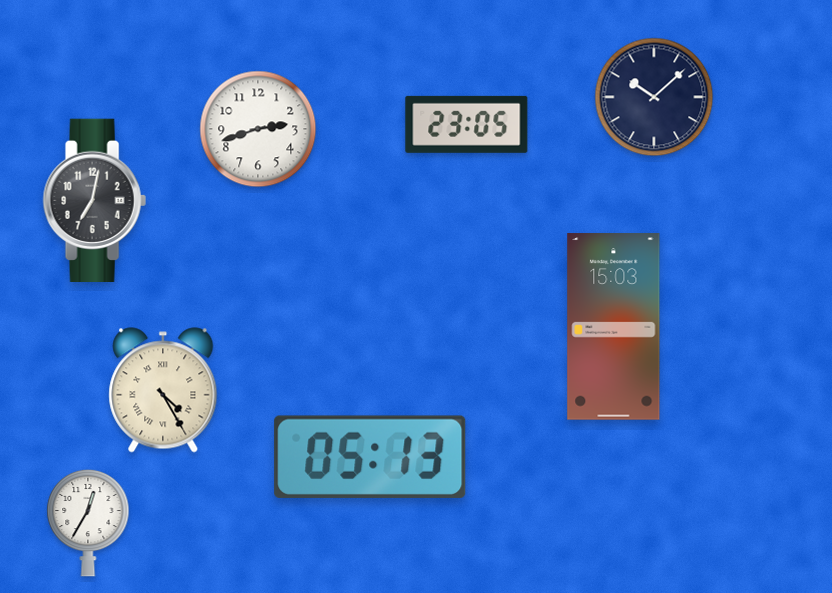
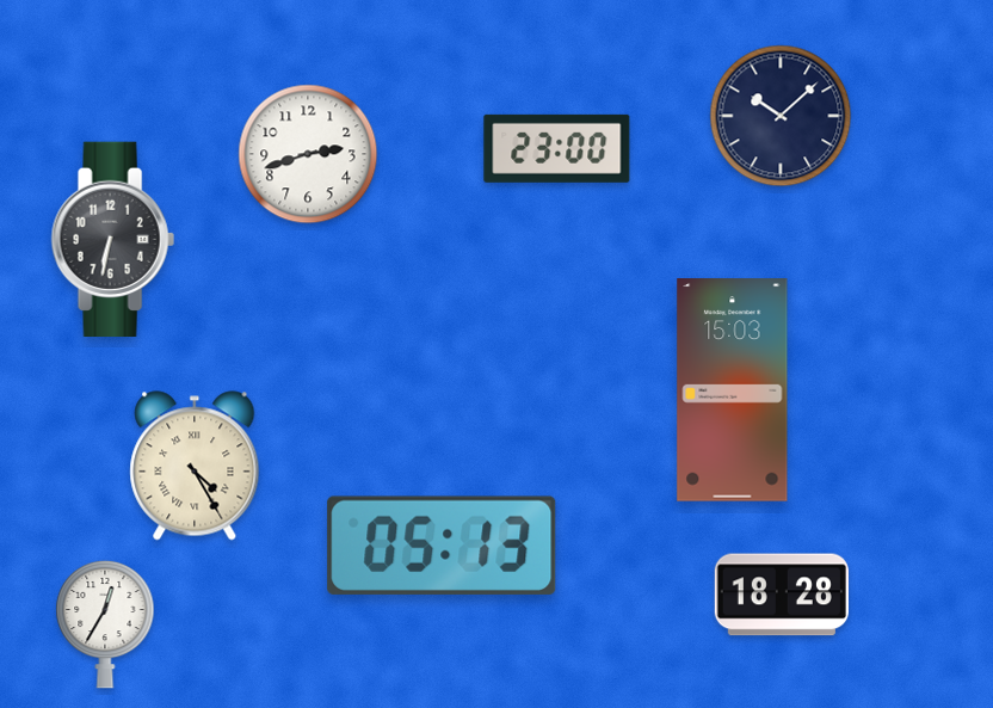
clock at (467, 124): 23:05 -> 23:00
clock at (94, 200): 7:02 -> 6:32
clock at (782, 595): none -> 18:28
